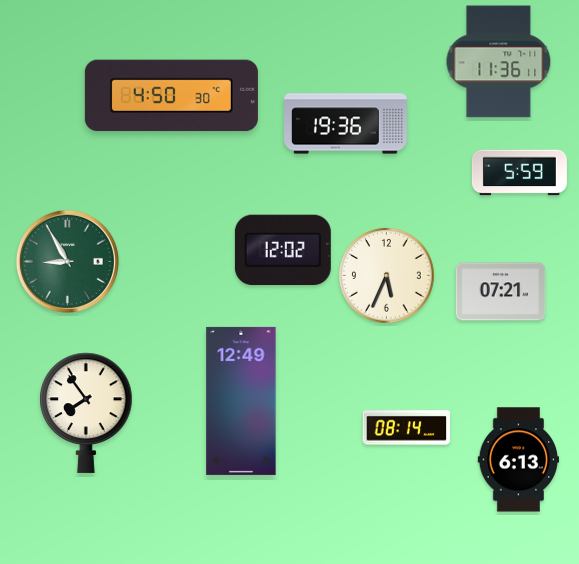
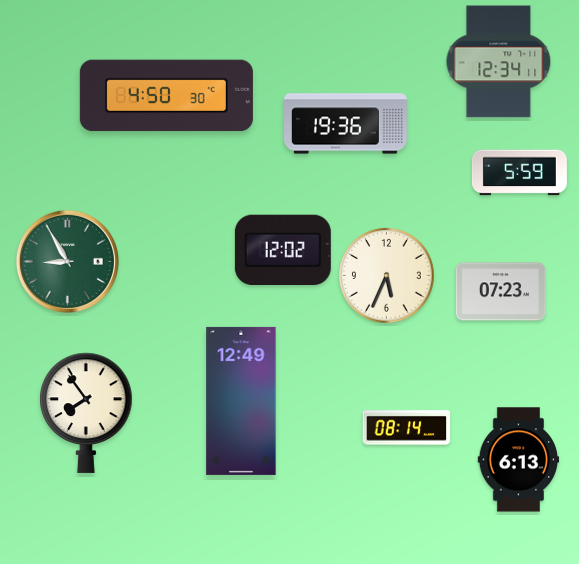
clock at (499, 62): 11:36 -> 12:34
clock at (171, 96) position: (171, 96) -> (166, 96)
clock at (501, 292): 07:21 -> 07:23
